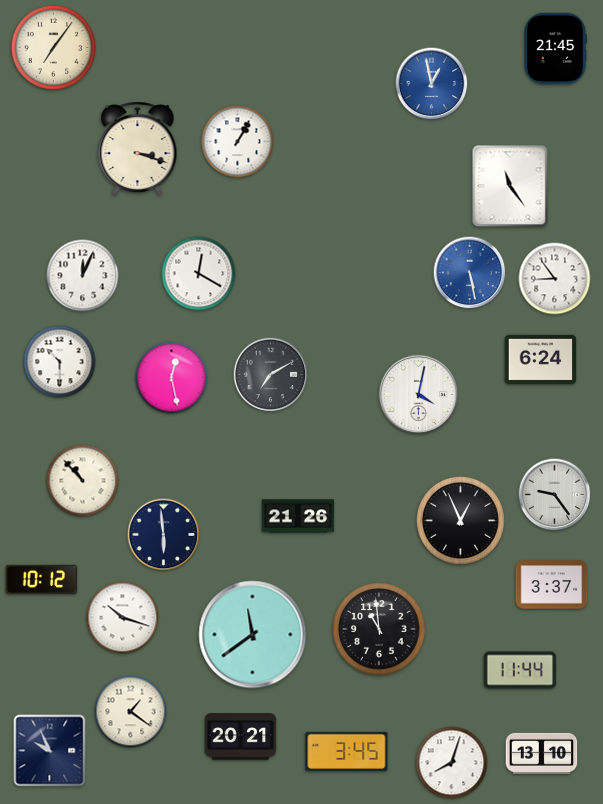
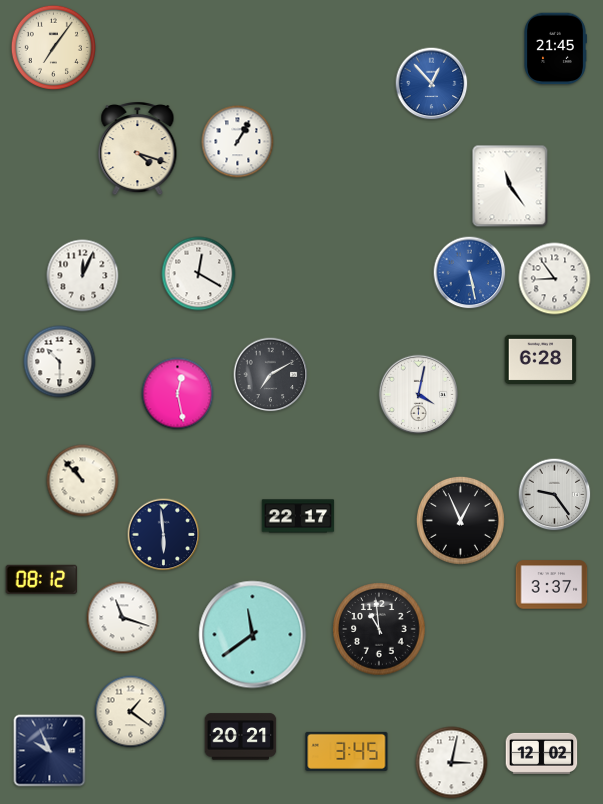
clock at (432, 84): 12:58 -> 12:53
clock at (138, 149): 3:18 -> 4:18
clock at (541, 360): 6:24 -> 6:28
clock at (172, 378) position: (172, 378) -> (178, 394)
clock at (298, 516): 21:26 -> 22:17
clock at (42, 579): 10:12 -> 08:12
clock at (123, 618): 10:18 -> 11:18
clock at (520, 670): 11:44 -> none
clock at (542, 753): 13:10 -> 12:02
clock at (452, 763): 8:03 -> 3:02
